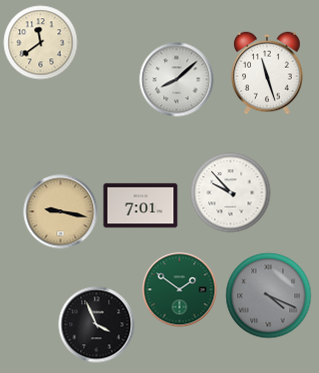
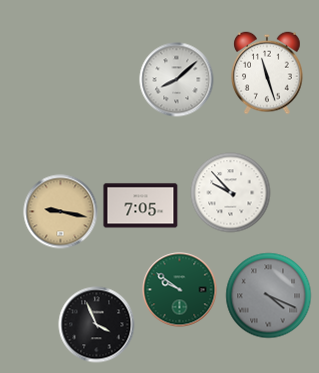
clock at (41, 43): 11:39 -> none
clock at (141, 206): 7:01 -> 7:05
clock at (180, 290): 1:51 -> 9:51
